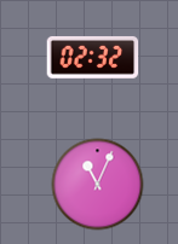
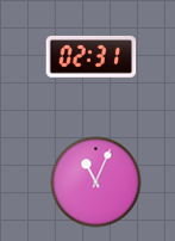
clock at (93, 57): 02:32 -> 02:31
